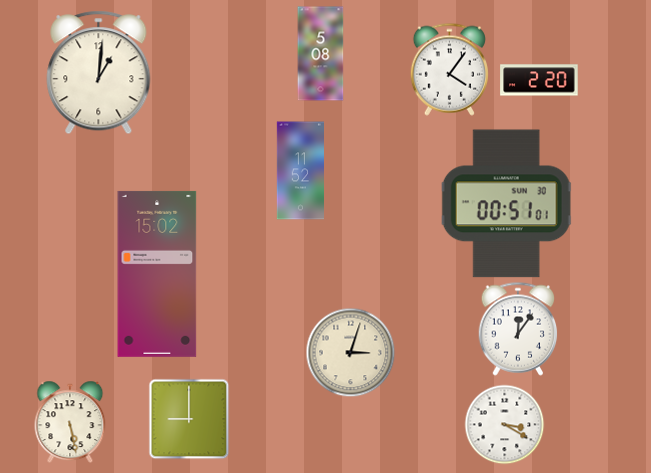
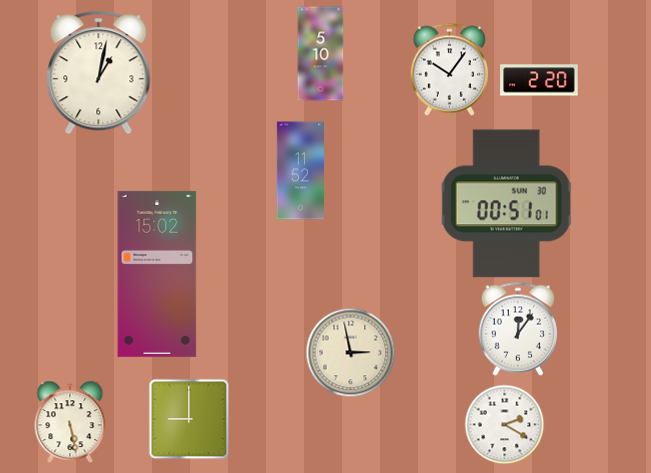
clock at (321, 54): 5:08 -> 5:10
clock at (449, 69): 4:06 -> 10:06
clock at (99, 73): 1:01 -> 1:02
clock at (350, 352): 3:03 -> 2:58
clock at (504, 424): 3:20 -> 2:20
